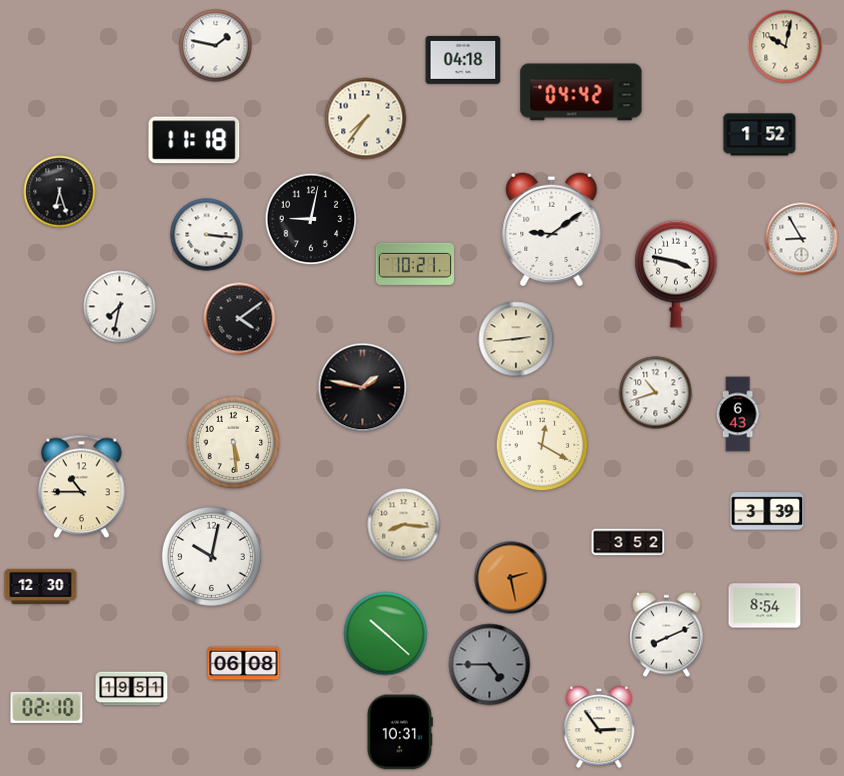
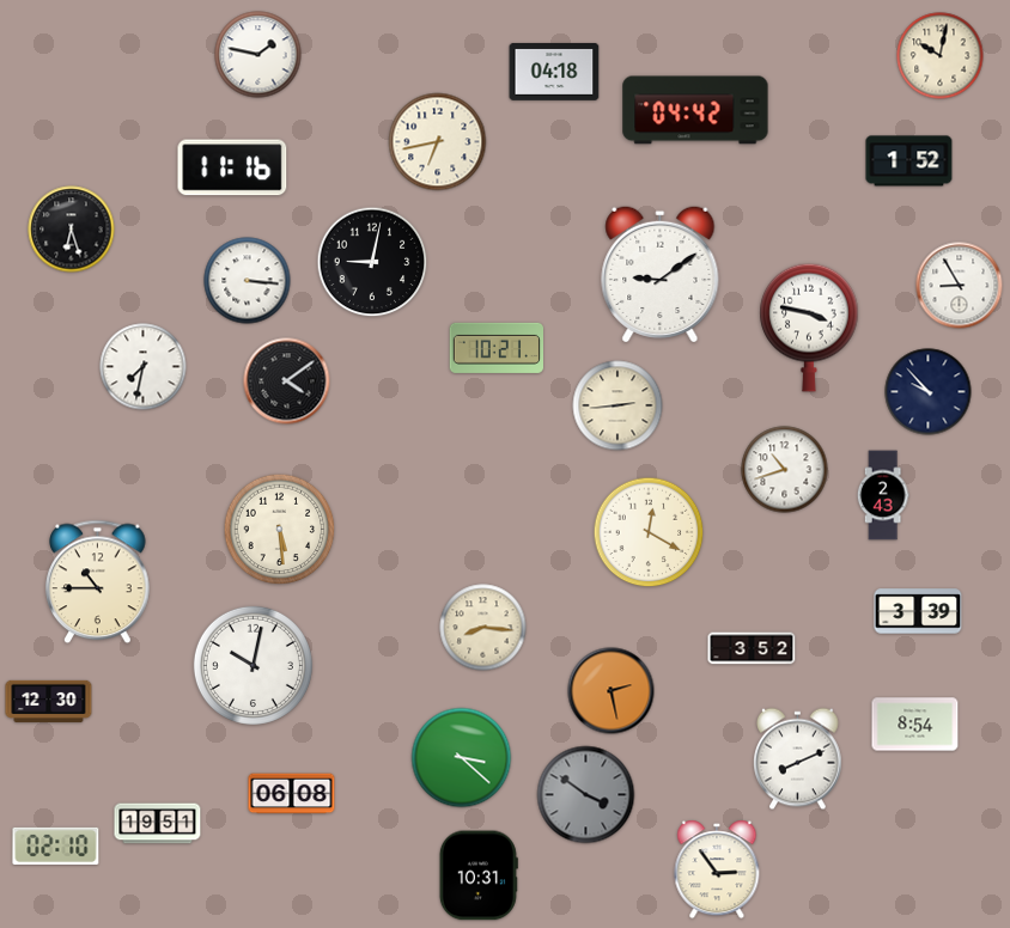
clock at (366, 119): 7:36 -> 6:43
clock at (194, 140): 11:18 -> 11:16
clock at (414, 264) position: (414, 264) -> (495, 348)
clock at (929, 392): none -> 9:53
clock at (363, 388): 1:47 -> none
clock at (738, 414): 6:43 -> 2:43
clock at (386, 634): 10:22 -> 3:22
clock at (490, 665): 4:45 -> 3:51
